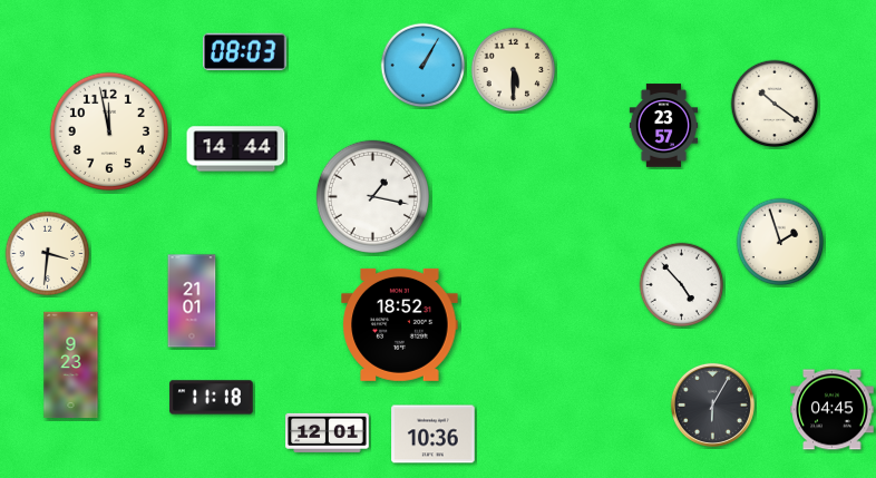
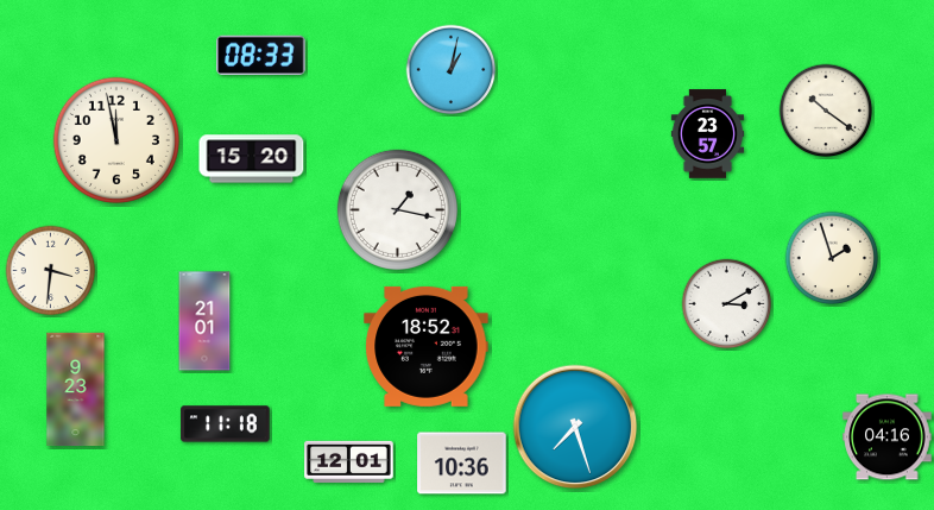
clock at (245, 52): 08:03 -> 08:33
clock at (424, 66): 1:05 -> 1:02
clock at (514, 70): 5:30 -> none
clock at (236, 149): 14:44 -> 15:20
clock at (682, 285): 4:53 -> 3:10
clock at (575, 427): none -> 7:27
clock at (712, 404): 6:05 -> none
clock at (833, 410): 04:45 -> 04:16
